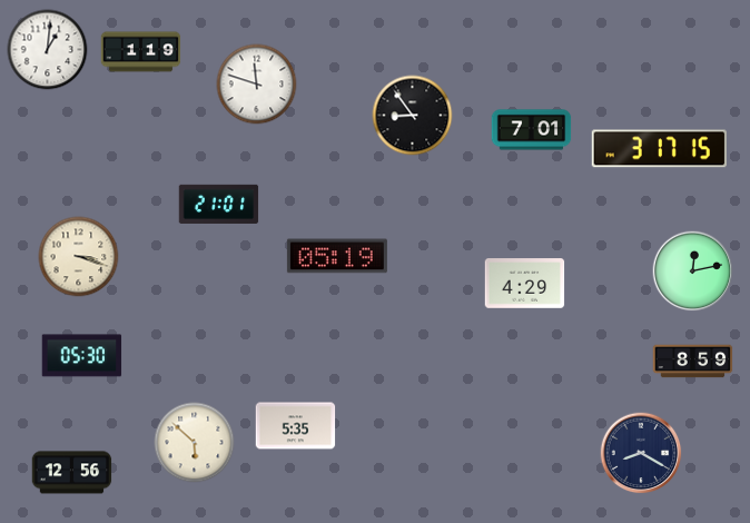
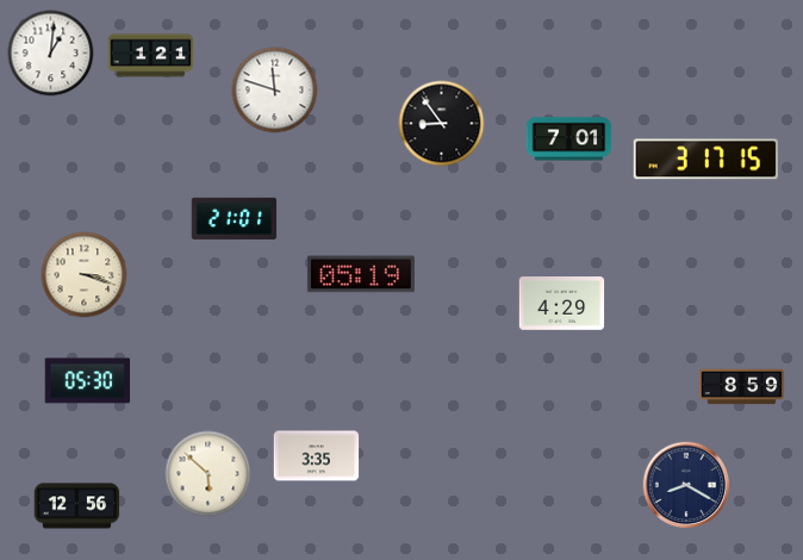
clock at (141, 52): 1:19 -> 1:21
clock at (693, 272): 12:13 -> none
clock at (296, 426): 5:35 -> 3:35
